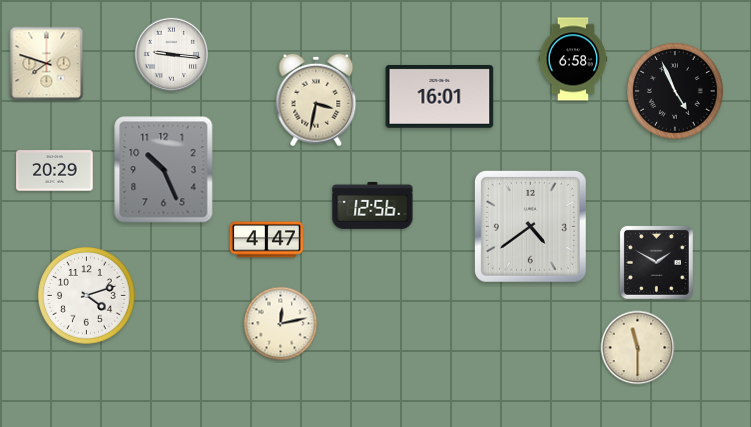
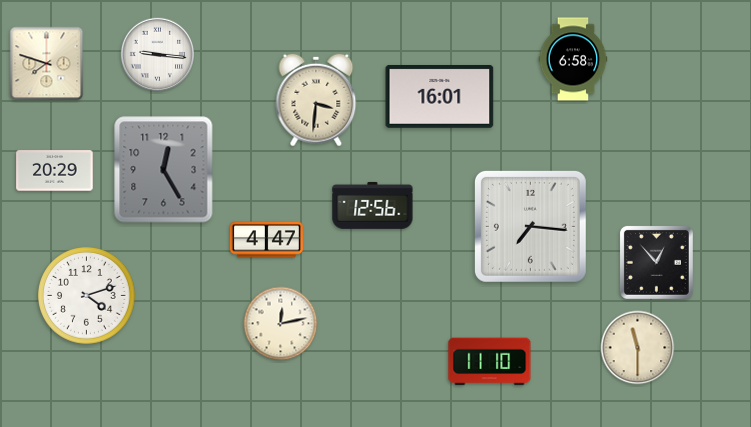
clock at (171, 54) position: (171, 54) -> (157, 54)
clock at (676, 92): 4:56 -> none
clock at (316, 100): 3:32 -> 3:31
clock at (164, 170): 10:26 -> 12:25
clock at (530, 226): 4:39 -> 7:16
clock at (656, 262): 1:50 -> 12:53
clock at (490, 362): none -> 11:10
